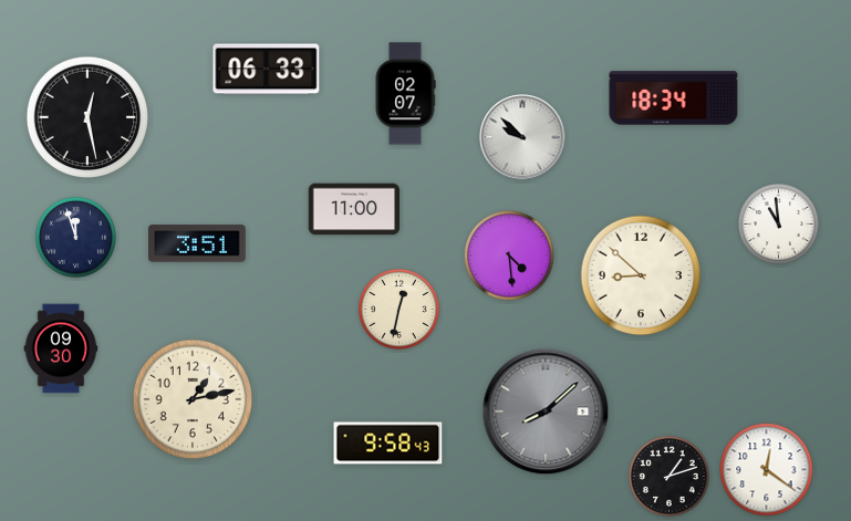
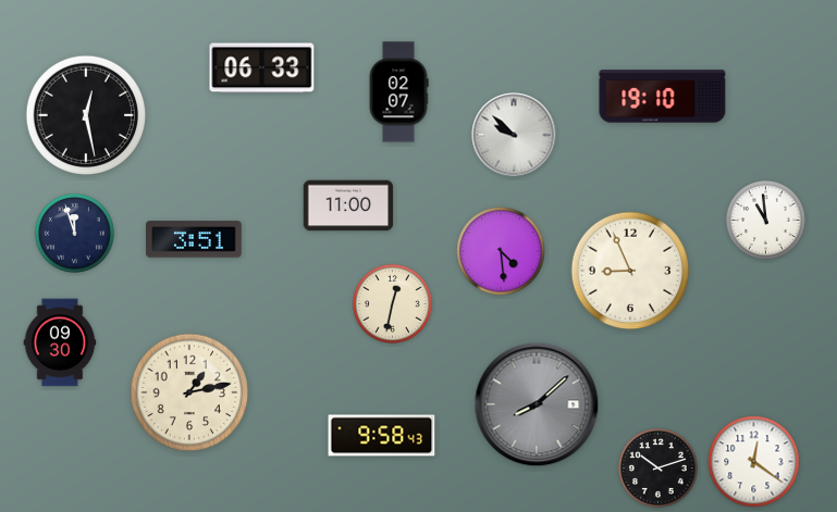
clock at (674, 98): 18:34 -> 19:10
clock at (641, 275): 8:52 -> 8:56
clock at (670, 477): 1:12 -> 10:12
